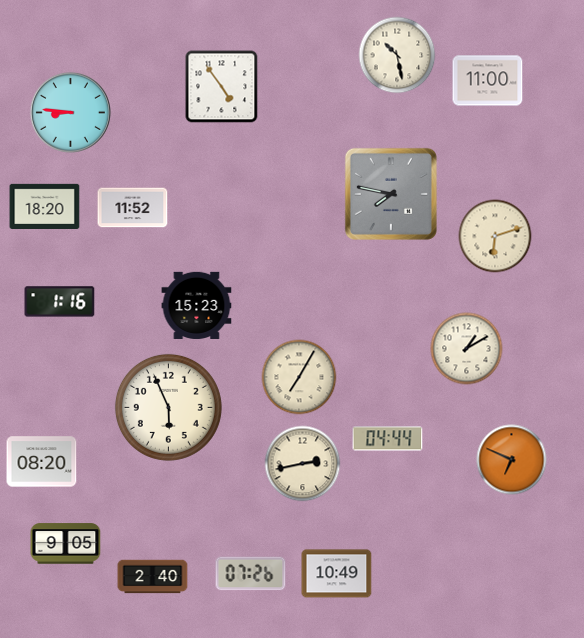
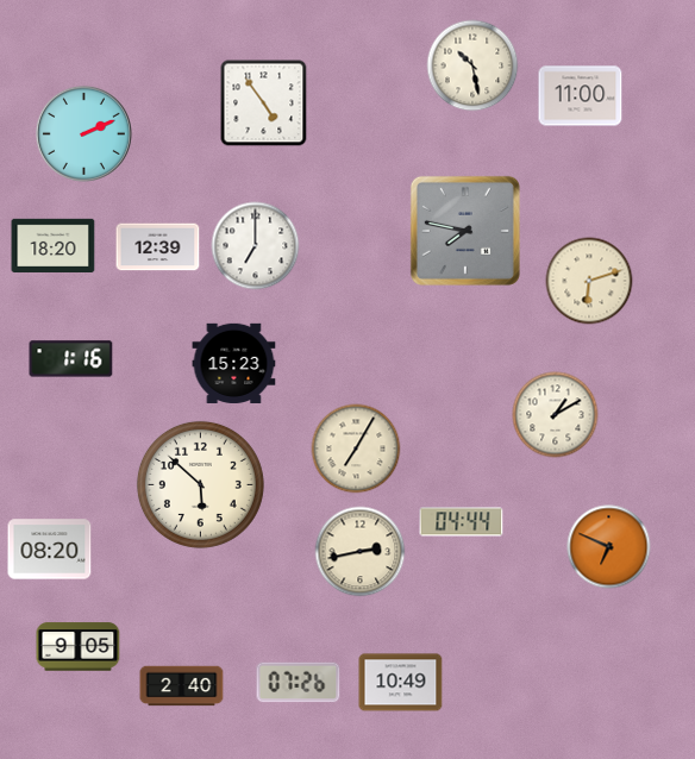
clock at (70, 112): 8:46 -> 2:11
clock at (256, 246): none -> 7:00
clock at (133, 208): 11:52 -> 12:39
clock at (168, 407): 5:56 -> 5:52
